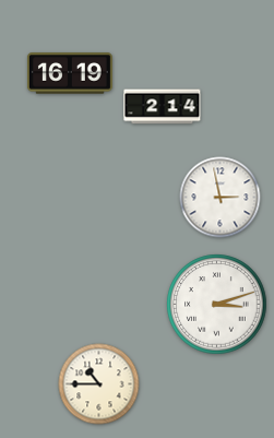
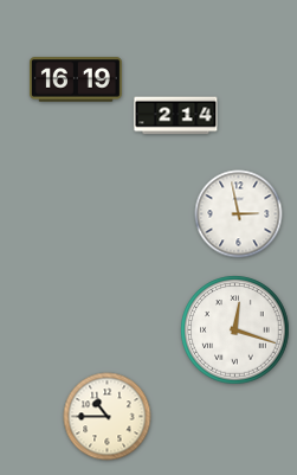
clock at (217, 305): 3:12 -> 12:18
